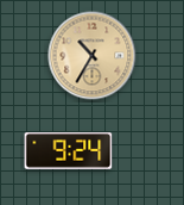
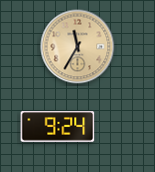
clock at (93, 56): 10:35 -> 11:35
